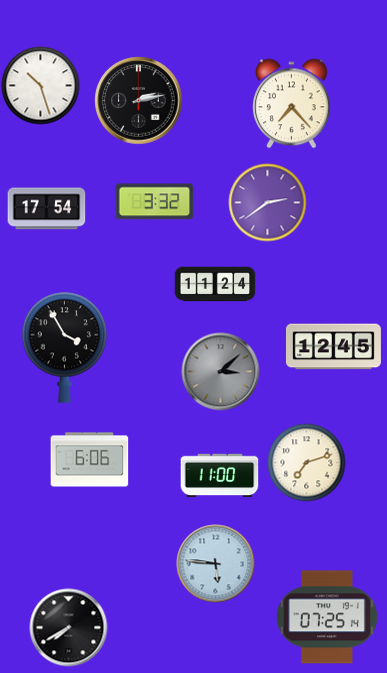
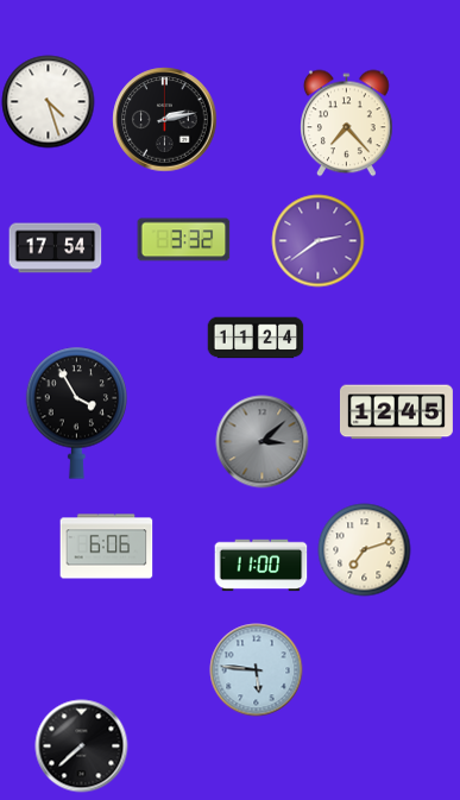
clock at (40, 85): 10:27 -> 4:27
clock at (327, 617): 07:25 -> none
clock at (68, 627): 7:40 -> 7:38
